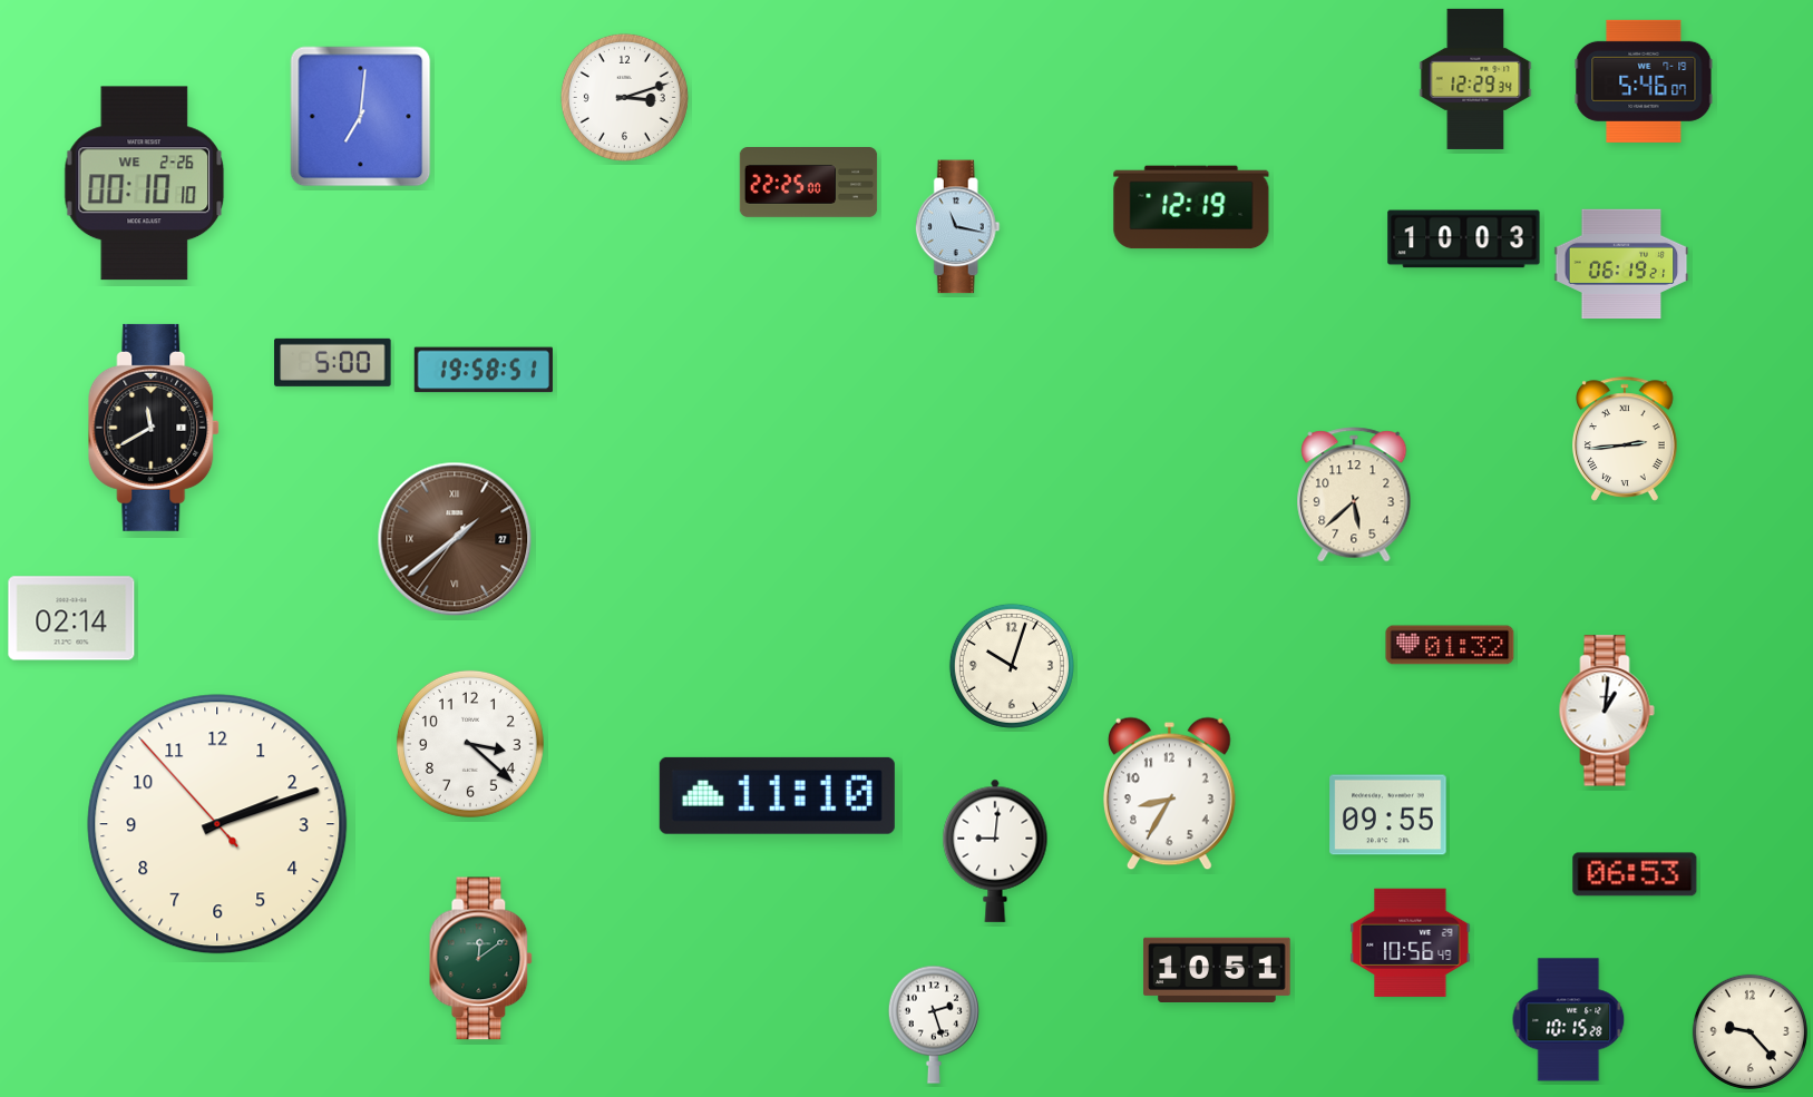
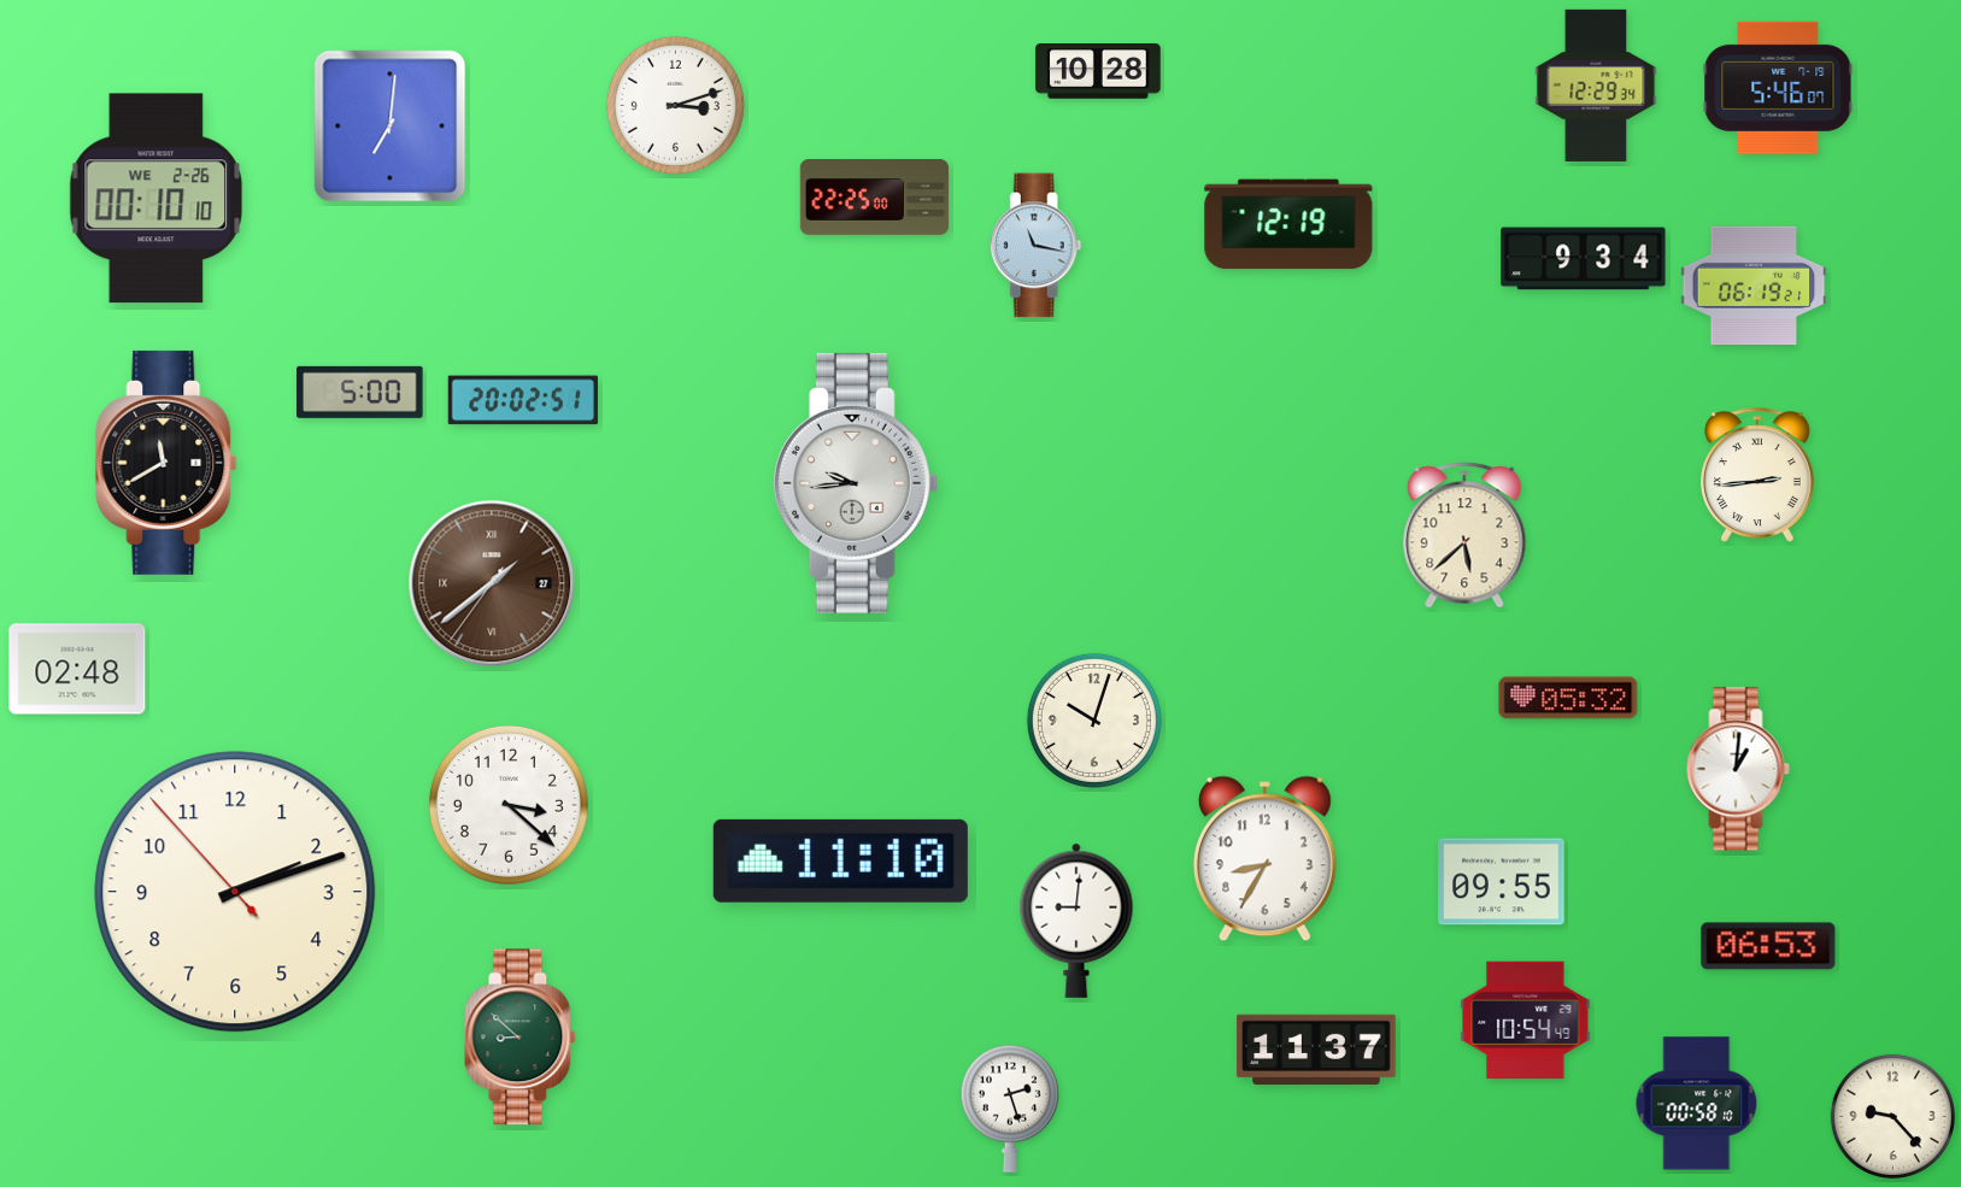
clock at (1098, 71): none -> 10:28
clock at (1464, 239): 10:03 -> 9:34
clock at (484, 370): 19:58 -> 20:02
clock at (856, 483): none -> 9:44
clock at (71, 618): 02:14 -> 02:48
clock at (1450, 645): 01:32 -> 05:32
clock at (1411, 942): 10:56 -> 10:54
clock at (481, 959): 12:09 -> 8:52
clock at (1217, 969): 10:51 -> 11:37
clock at (1569, 1020): 10:15 -> 00:58
